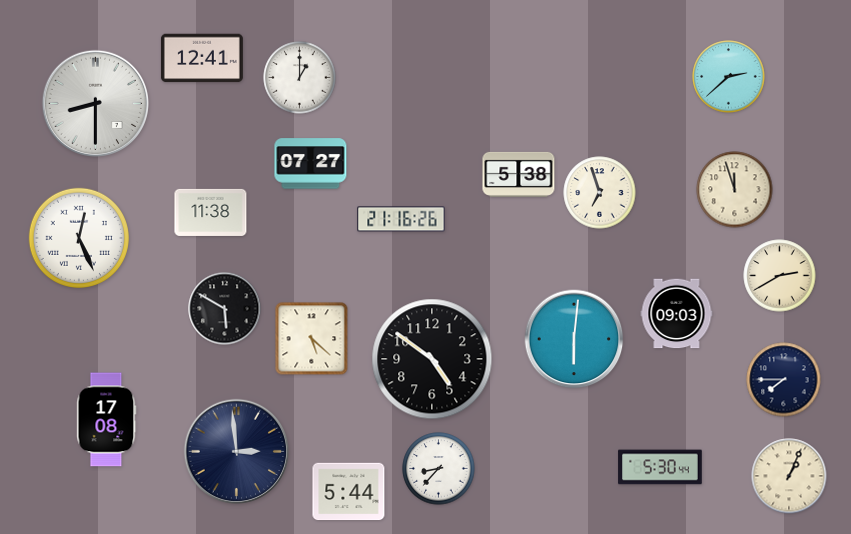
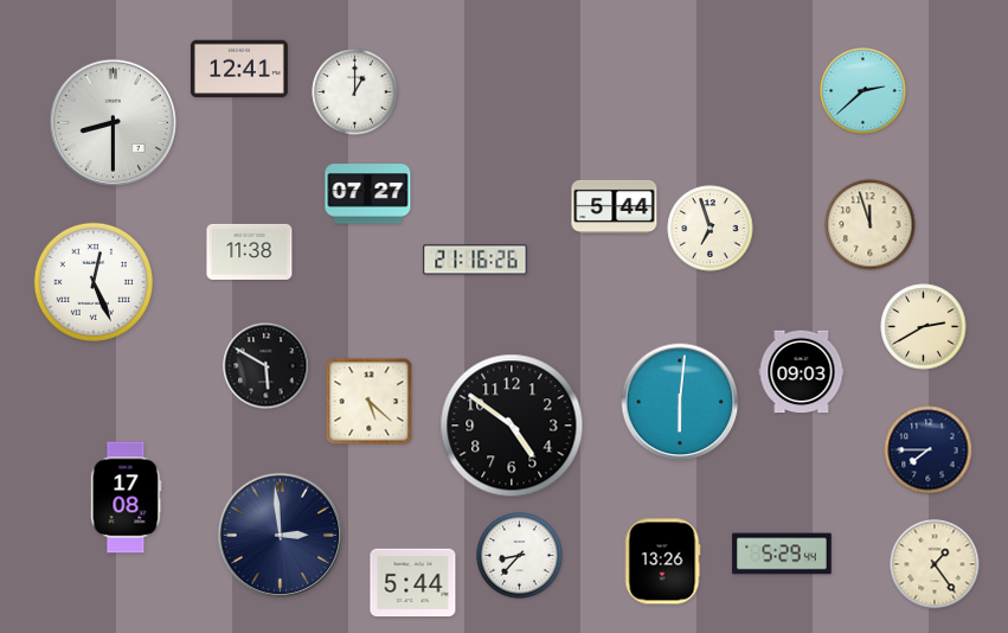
clock at (519, 174): 5:38 -> 5:44
clock at (660, 467): 5:30 -> 5:29
clock at (662, 562): none -> 13:26
clock at (789, 476): 1:04 -> 1:24
